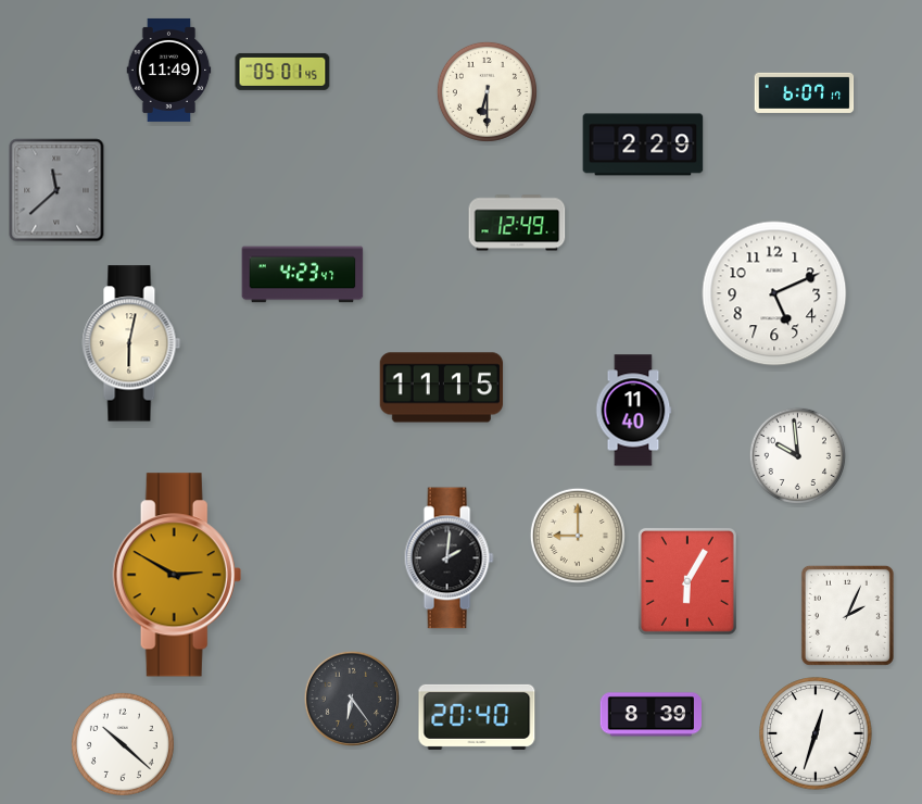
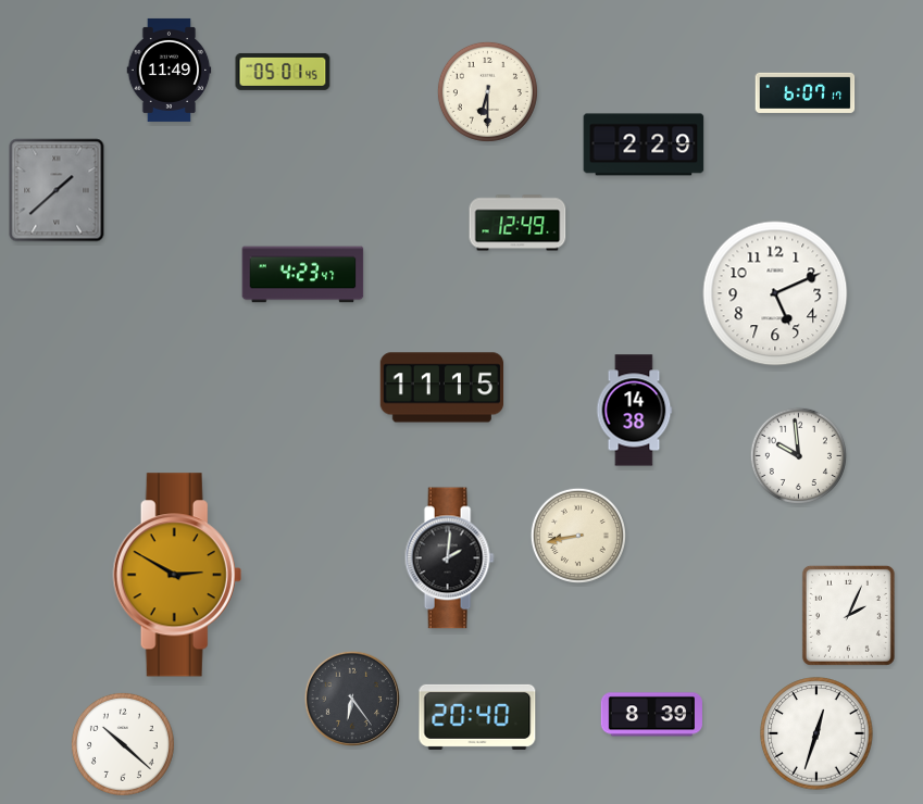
clock at (56, 190): 11:38 -> 1:38
clock at (131, 343): 6:02 -> none
clock at (633, 411): 11:40 -> 14:38
clock at (577, 535): 9:00 -> 8:43
clock at (687, 581): 6:05 -> none
